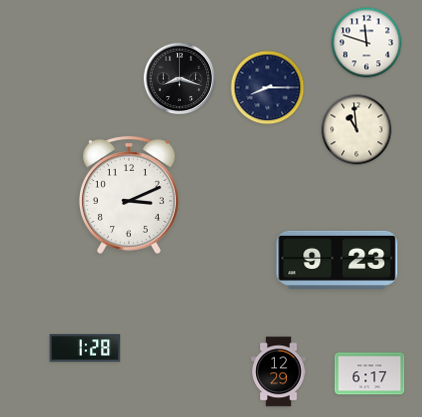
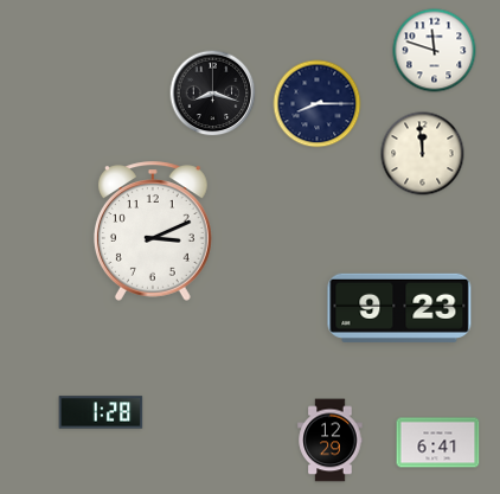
clock at (357, 130): 10:59 -> 11:59
clock at (370, 374): 6:17 -> 6:41
